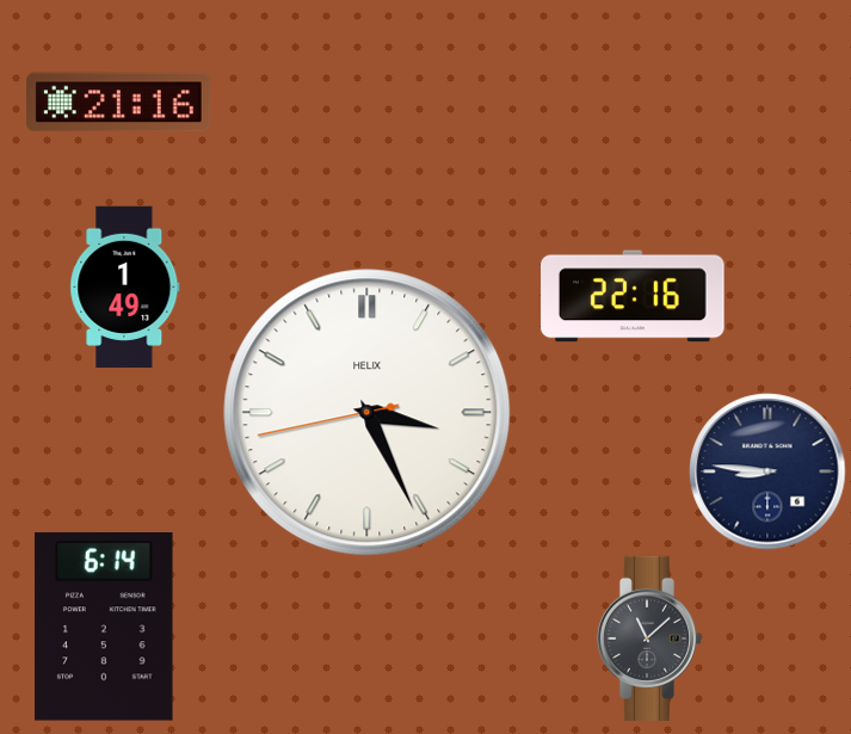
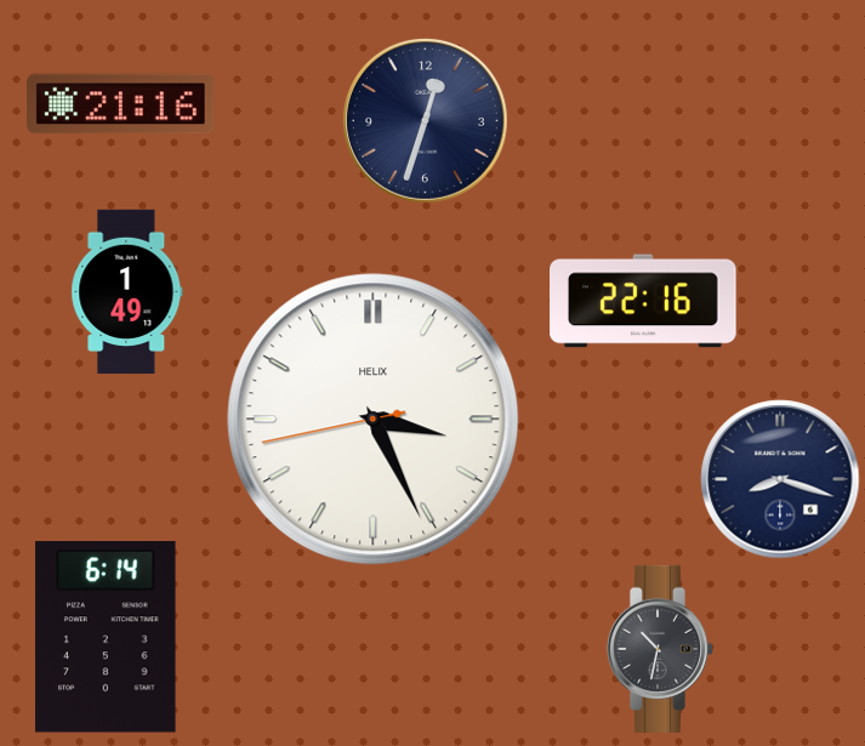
clock at (426, 121): none -> 12:33
clock at (767, 471): 8:46 -> 8:18
clock at (649, 639): 11:08 -> 10:32
